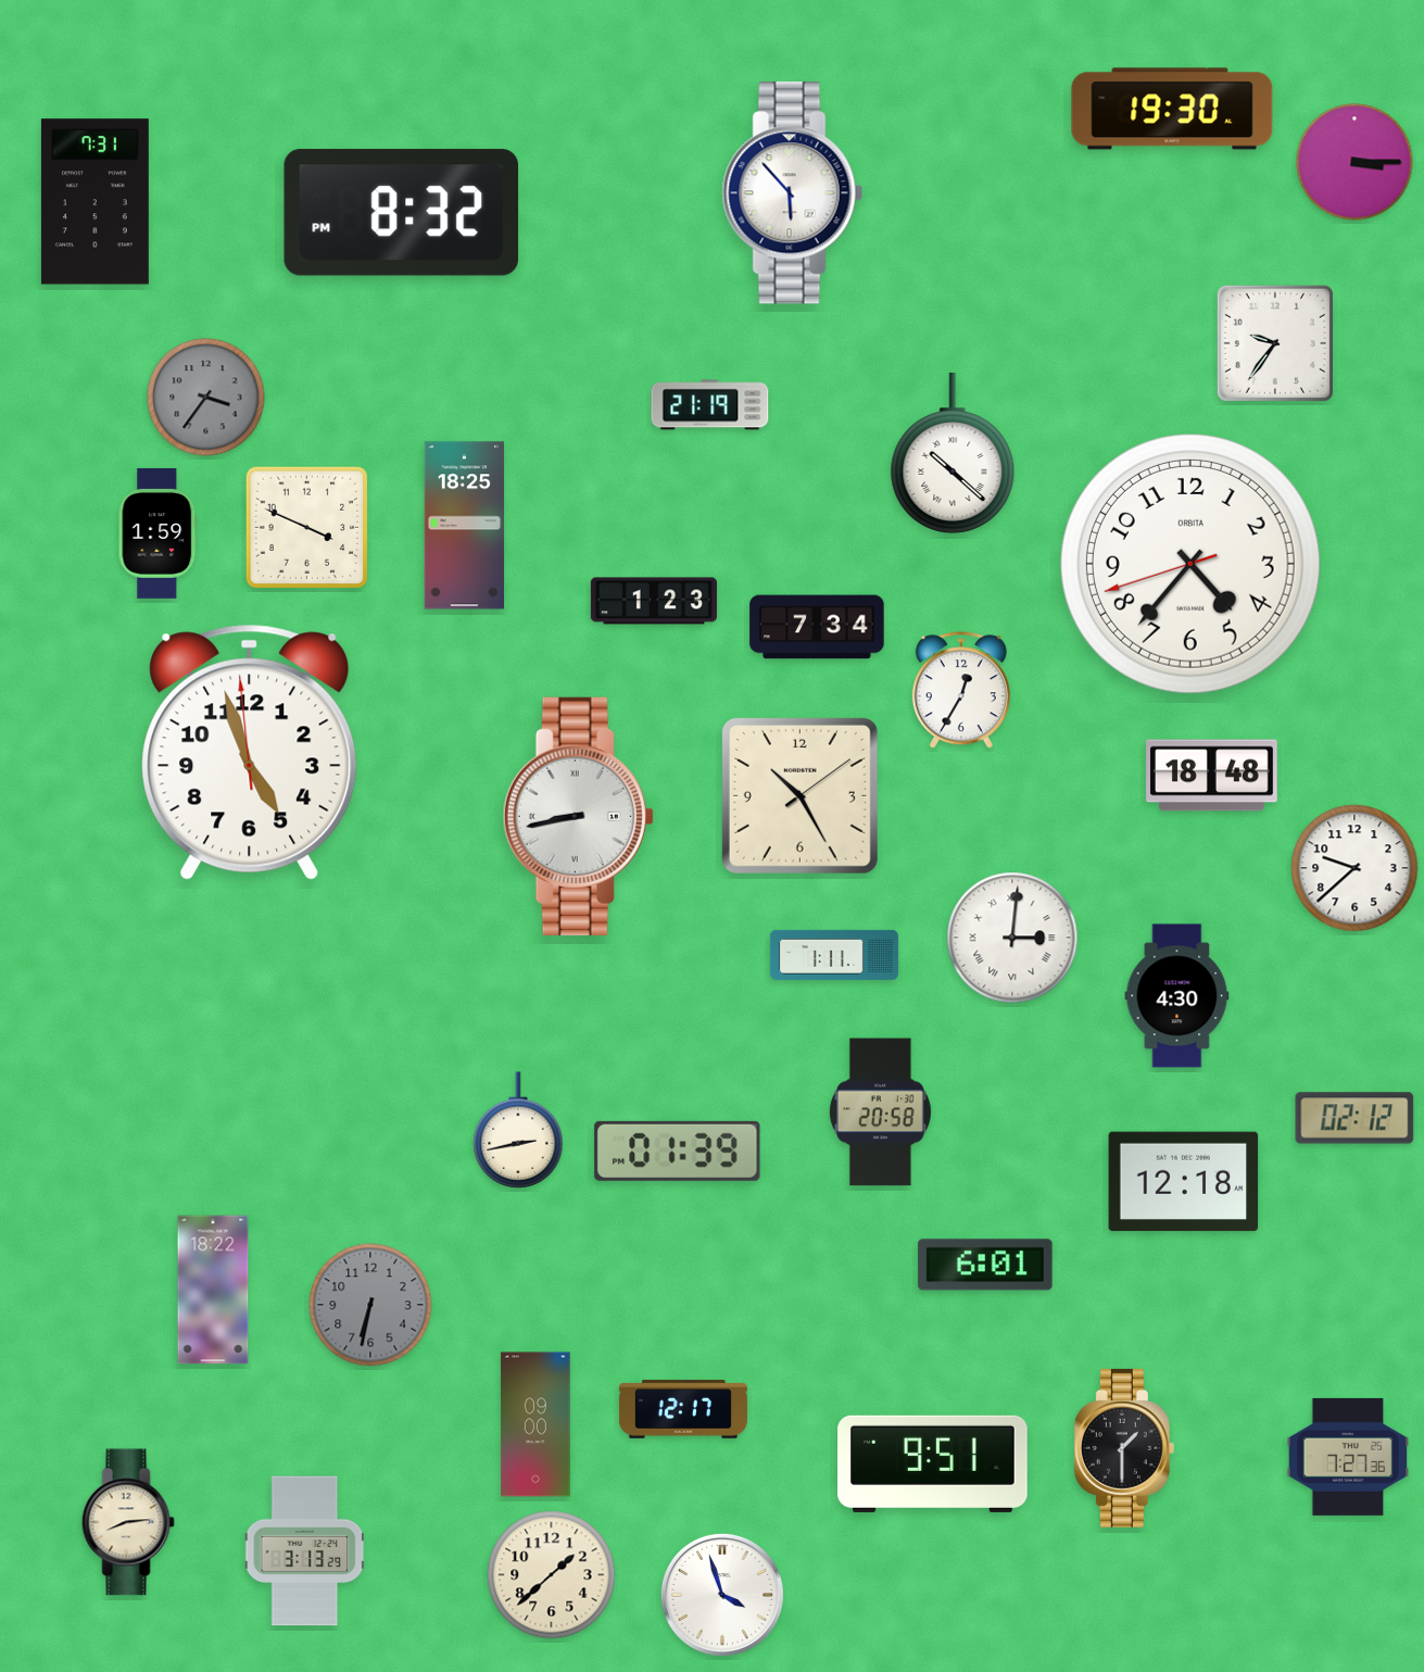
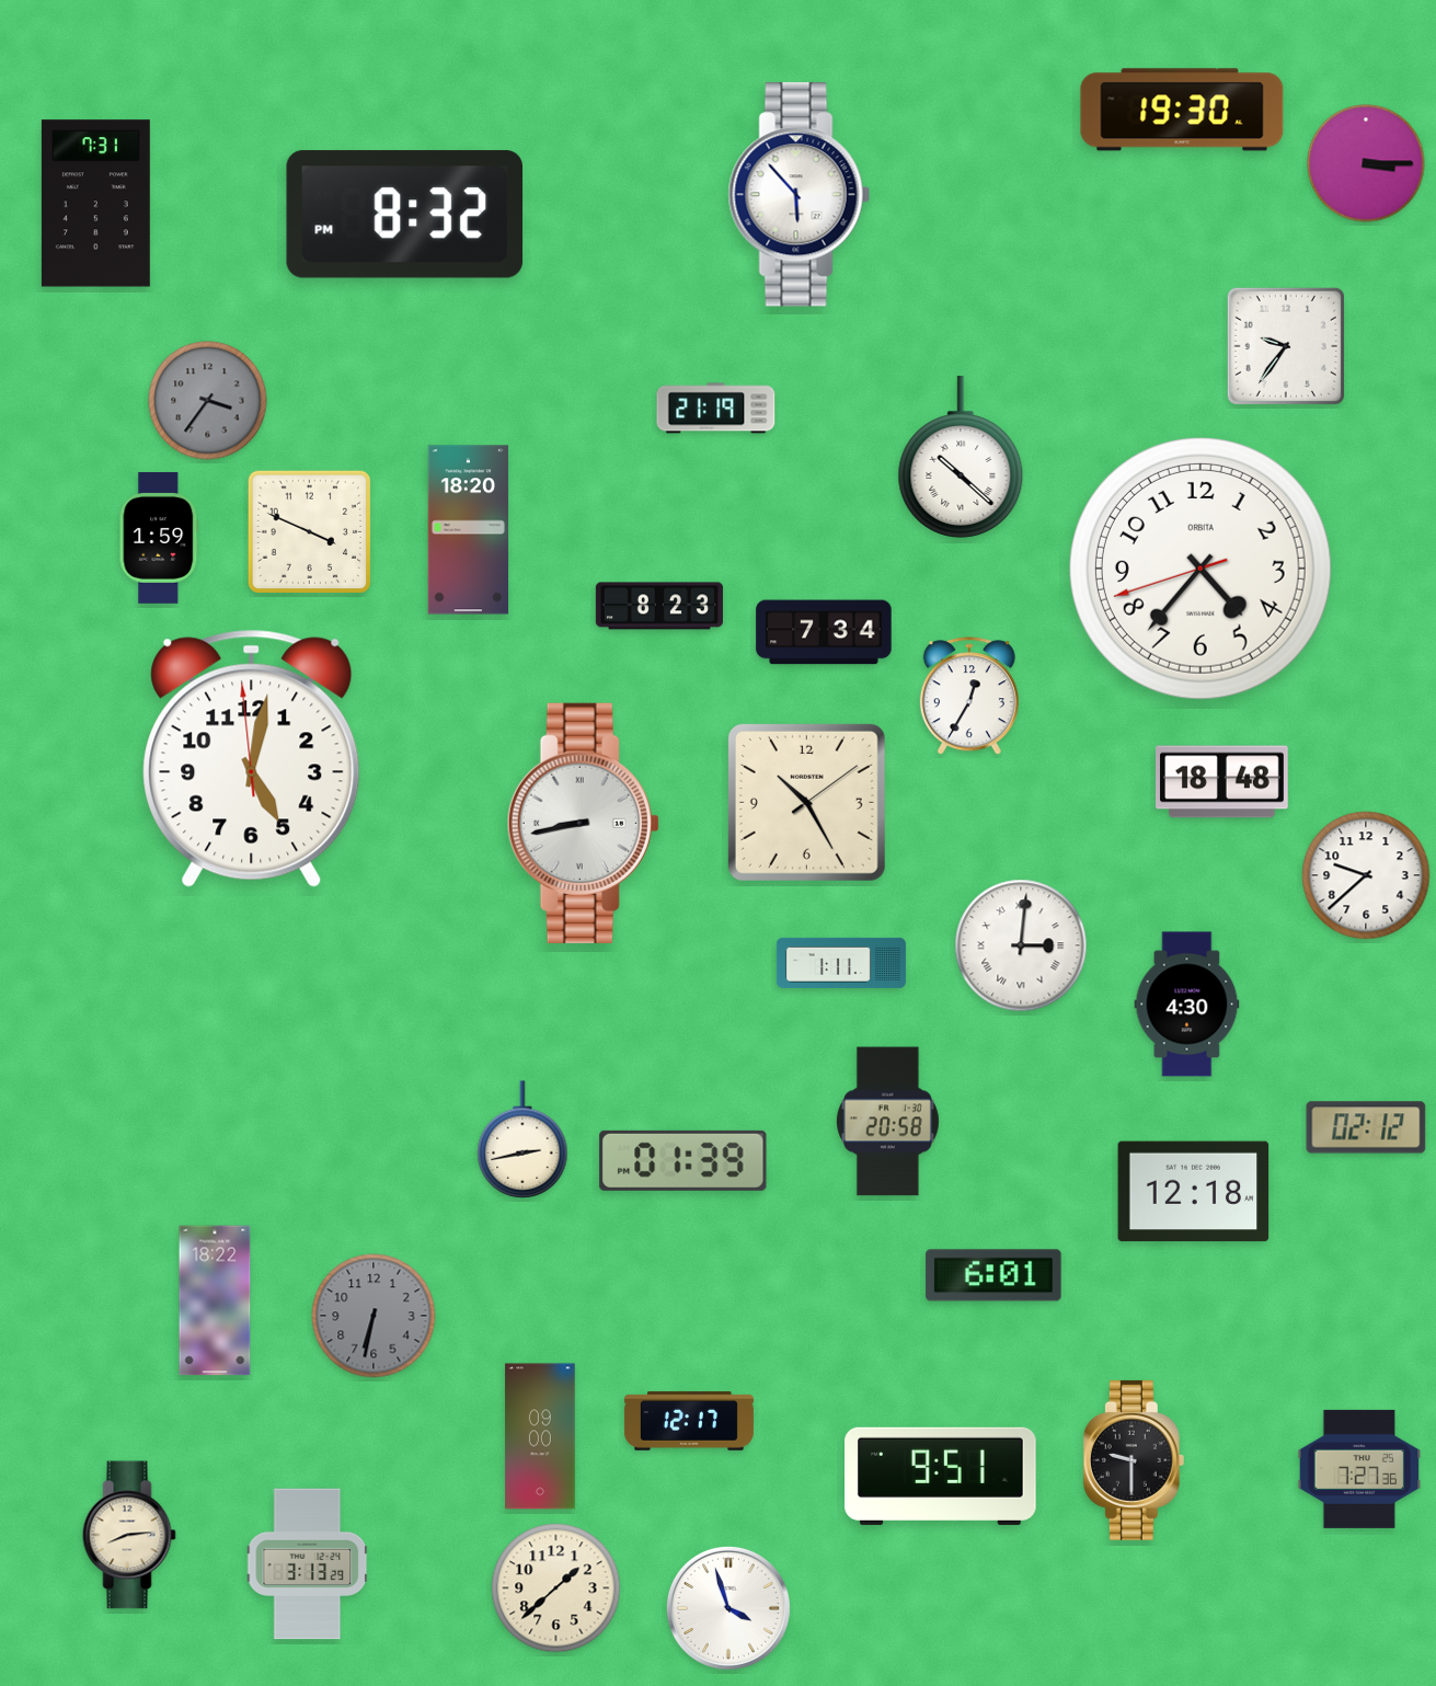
clock at (465, 526): 18:25 -> 18:20
clock at (654, 601): 1:23 -> 8:23
clock at (250, 752): 4:56 -> 5:01
clock at (1124, 1448): 1:30 -> 9:30
